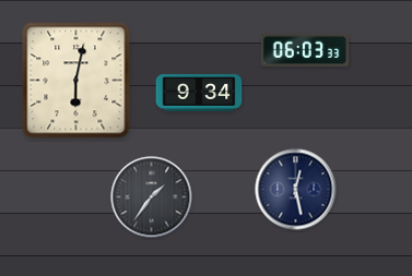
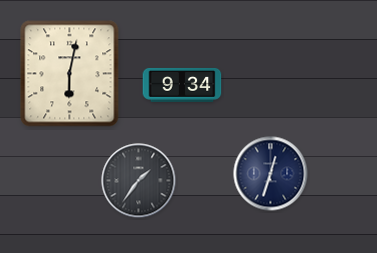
clock at (305, 50): 06:03 -> none
clock at (296, 190): 12:28 -> 12:33
